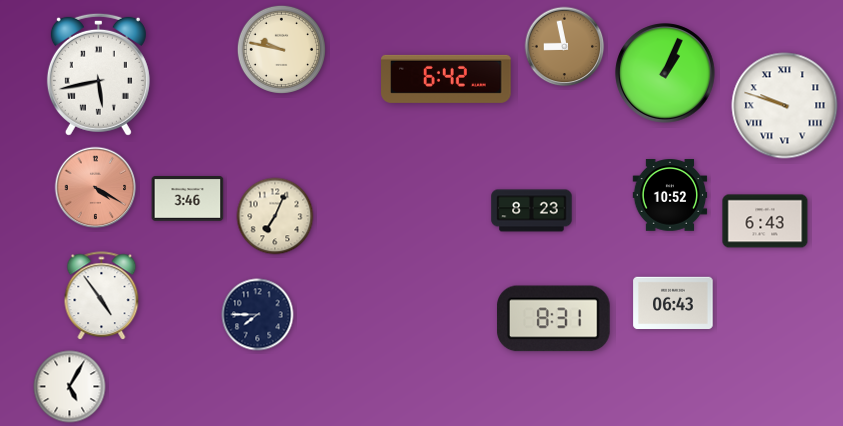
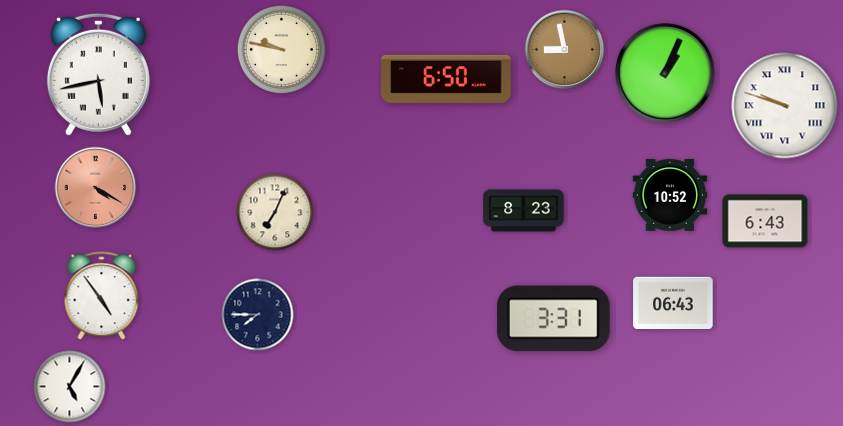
clock at (565, 47) position: (565, 47) -> (565, 50)
clock at (446, 79): 6:42 -> 6:50
clock at (188, 199): 3:46 -> none
clock at (532, 211) position: (532, 211) -> (524, 211)
clock at (275, 216) position: (275, 216) -> (275, 212)
clock at (553, 319): 8:31 -> 3:31
